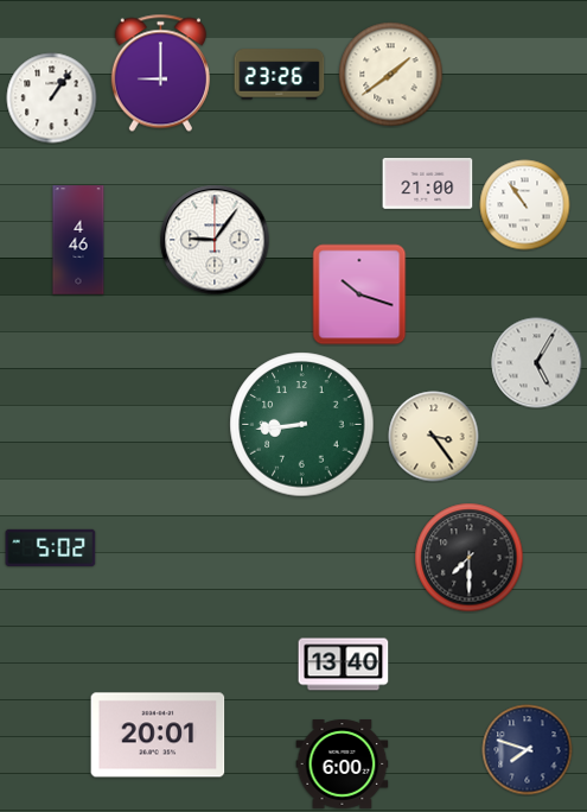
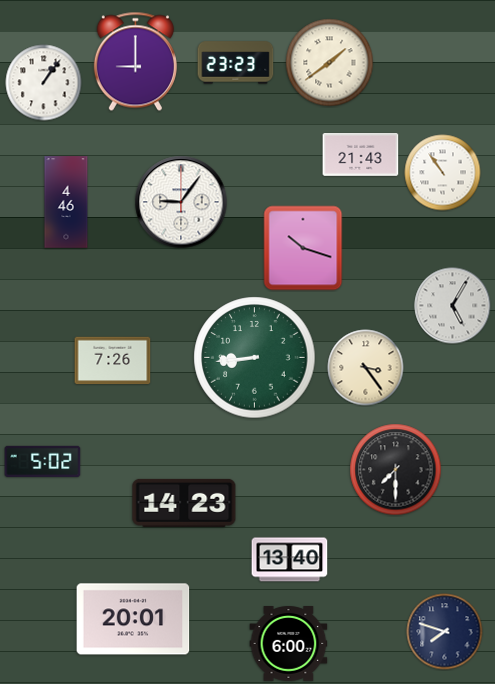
clock at (280, 75): 23:26 -> 23:23
clock at (428, 184): 21:00 -> 21:43
clock at (113, 361): none -> 7:26
clock at (184, 503): none -> 14:23
